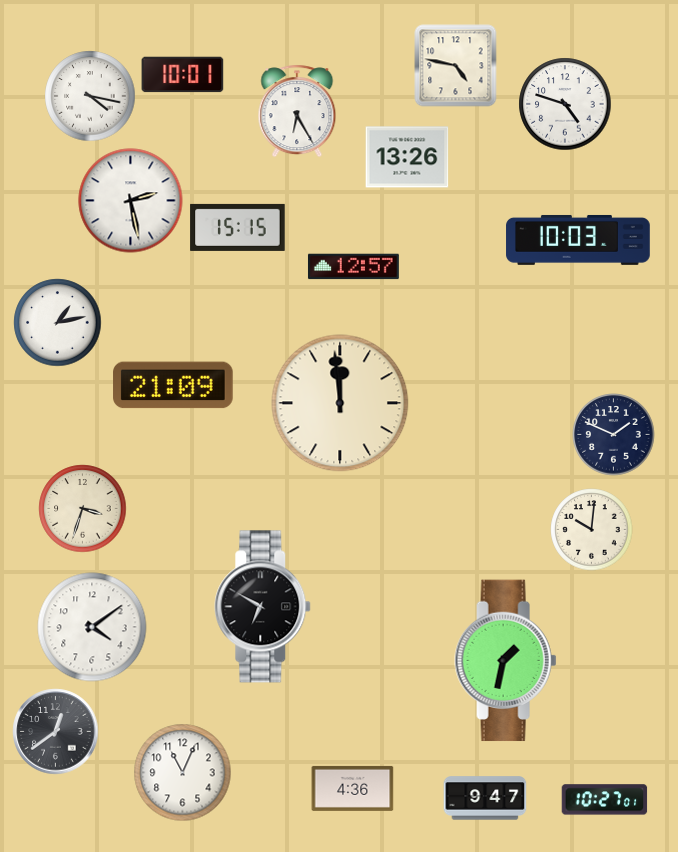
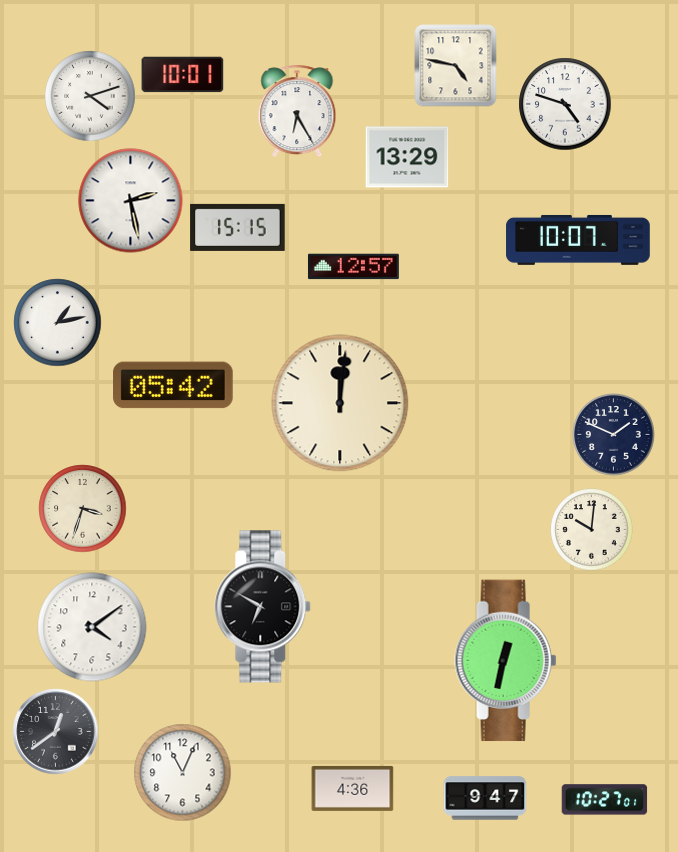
clock at (90, 96): 4:17 -> 4:12
clock at (407, 157): 13:26 -> 13:29
clock at (578, 240): 10:03 -> 10:07
clock at (173, 385): 21:09 -> 05:42
clock at (340, 403): 11:59 -> 12:01
clock at (506, 661): 1:32 -> 12:32
